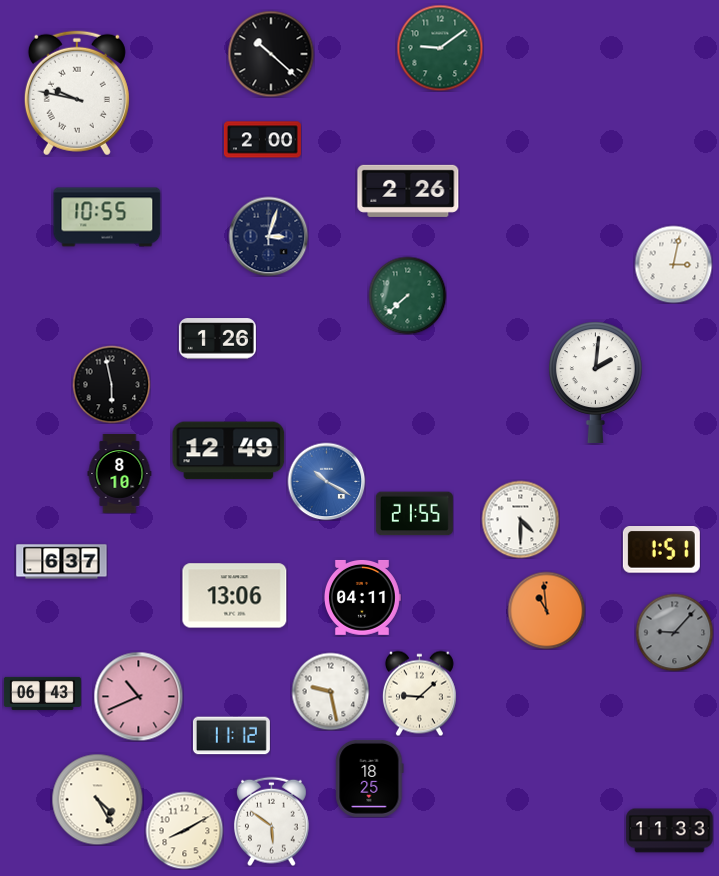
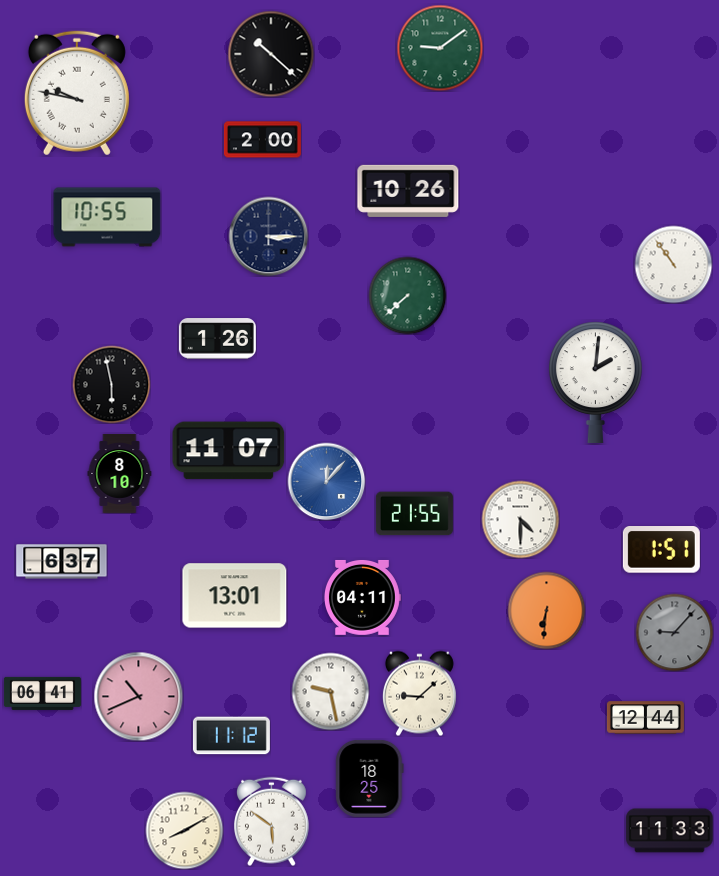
clock at (408, 191): 2:26 -> 10:26
clock at (268, 236): 3:03 -> 3:15
clock at (673, 264): 3:02 -> 10:54
clock at (229, 451): 12:49 -> 11:07
clock at (326, 481): 10:20 -> 12:07
clock at (235, 596): 13:06 -> 13:01
clock at (546, 610): 10:59 -> 6:31
clock at (42, 693): 06:43 -> 06:41
clock at (645, 718): none -> 12:44
clock at (97, 799): 4:25 -> none
